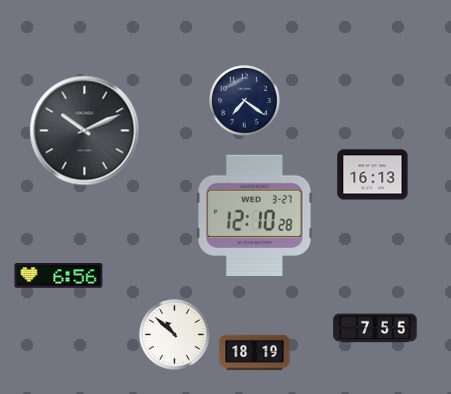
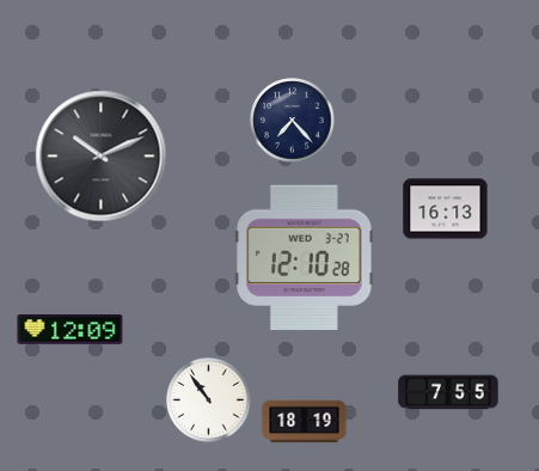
clock at (245, 101): 7:21 -> 7:23
clock at (59, 276): 6:56 -> 12:09
clock at (175, 335): 10:52 -> 10:54
